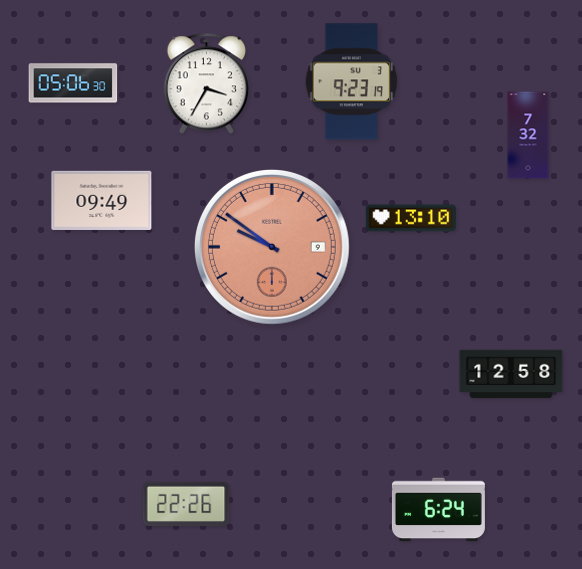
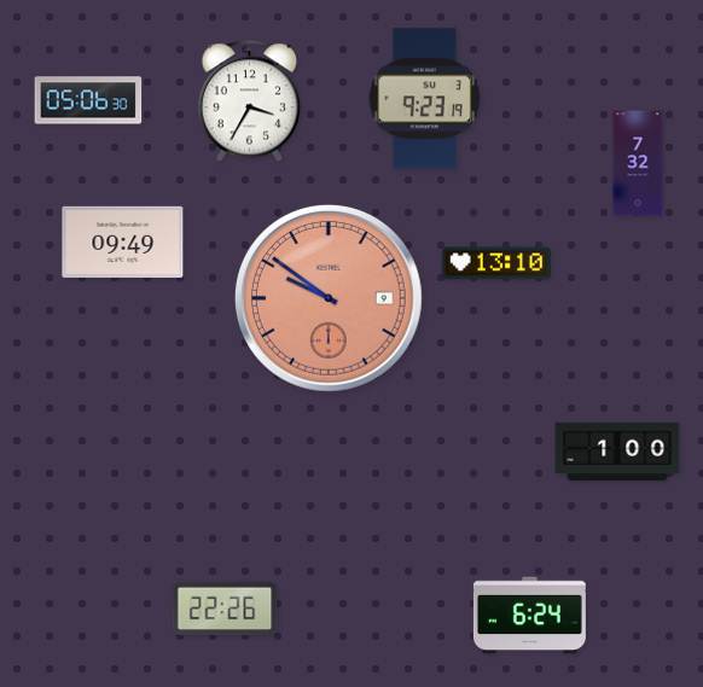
clock at (511, 374): 12:58 -> 1:00
